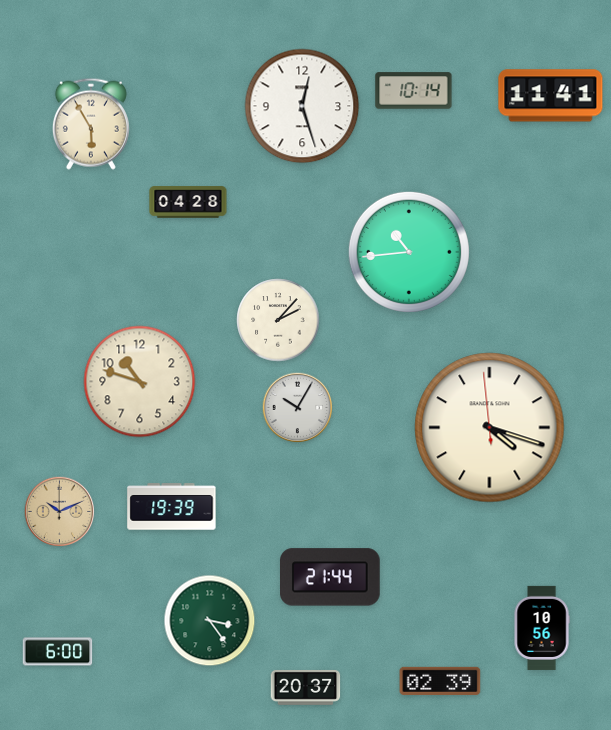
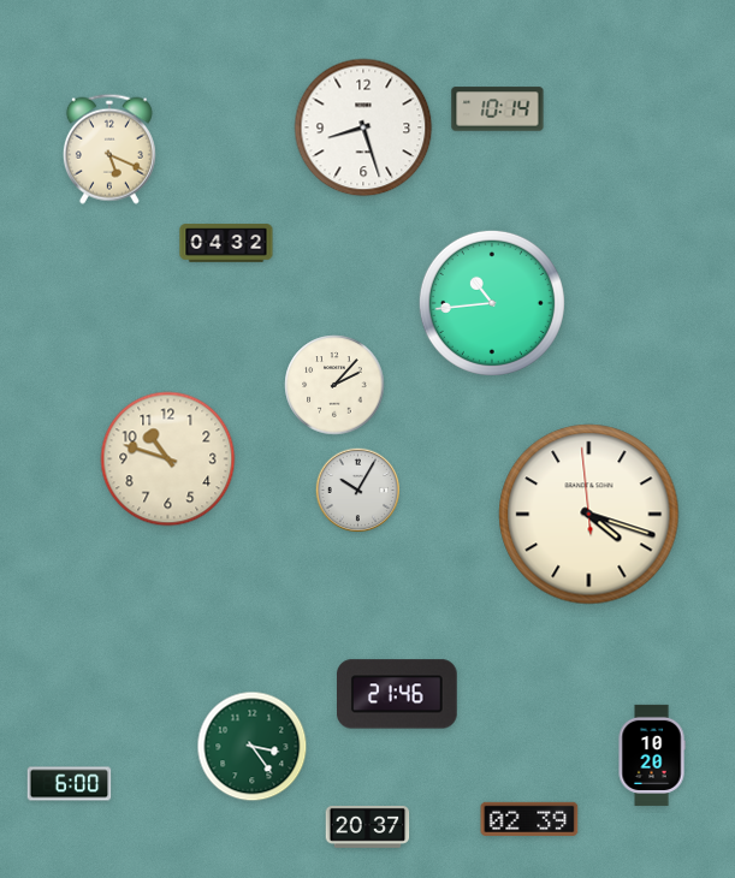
clock at (551, 96): 11:41 -> none
clock at (302, 106): 12:27 -> 8:27
clock at (91, 124): 5:55 -> 5:19
clock at (188, 202): 04:28 -> 04:32
clock at (172, 507): 19:39 -> none
clock at (60, 512): 10:11 -> none
clock at (331, 577): 21:44 -> 21:46
clock at (542, 628): 10:56 -> 10:20
